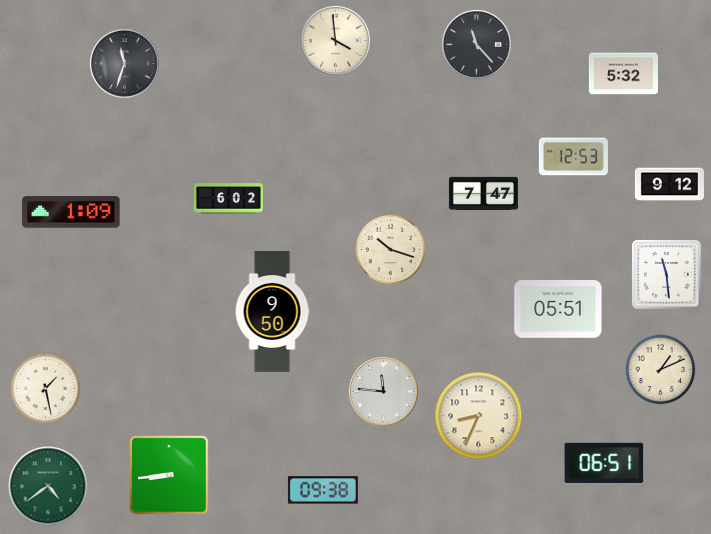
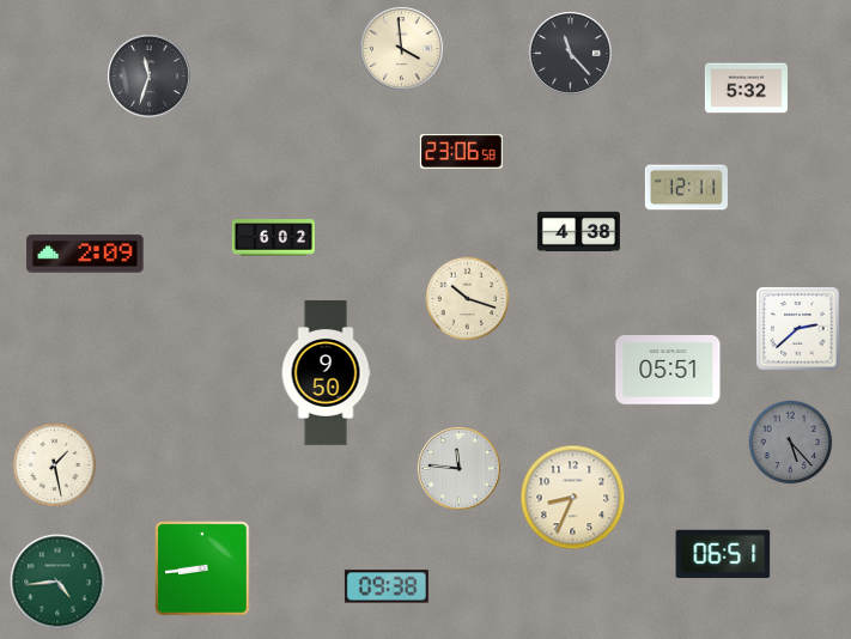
clock at (461, 152): none -> 23:06
clock at (573, 157): 12:53 -> 12:11
clock at (669, 185): 9:12 -> none
clock at (483, 193): 7:47 -> 4:38
clock at (71, 212): 1:09 -> 2:09
clock at (667, 275): 11:29 -> 2:38
clock at (661, 370): 1:11 -> 5:23
clock at (661, 370) dial: cream -> grey
clock at (48, 486): 4:39 -> 4:44
